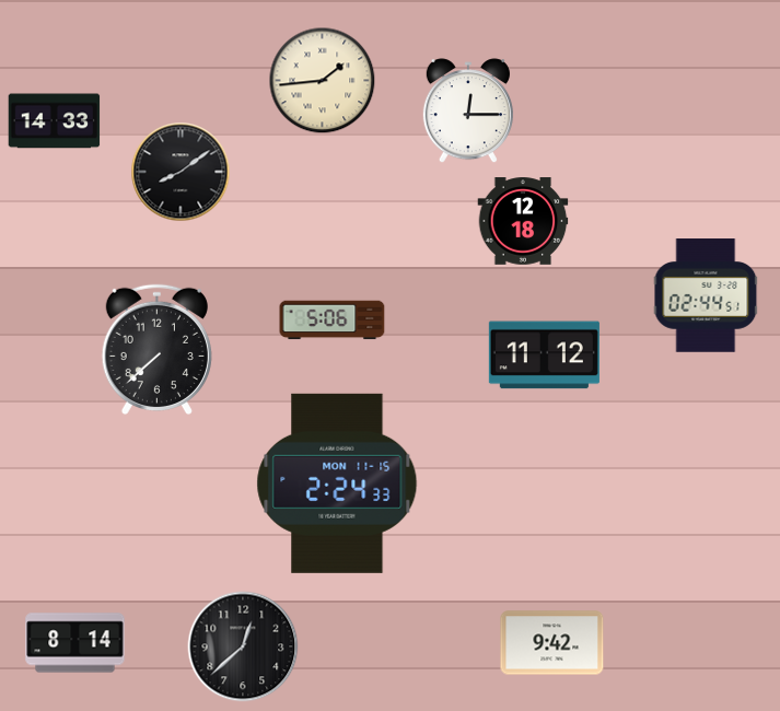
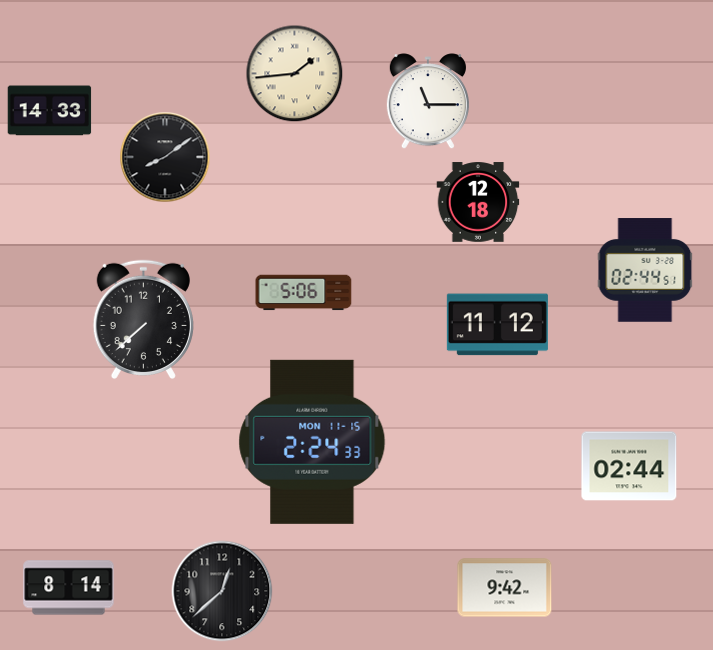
clock at (468, 112): 12:15 -> 11:15
clock at (337, 483) position: (337, 483) -> (312, 442)
clock at (629, 466): none -> 02:44
